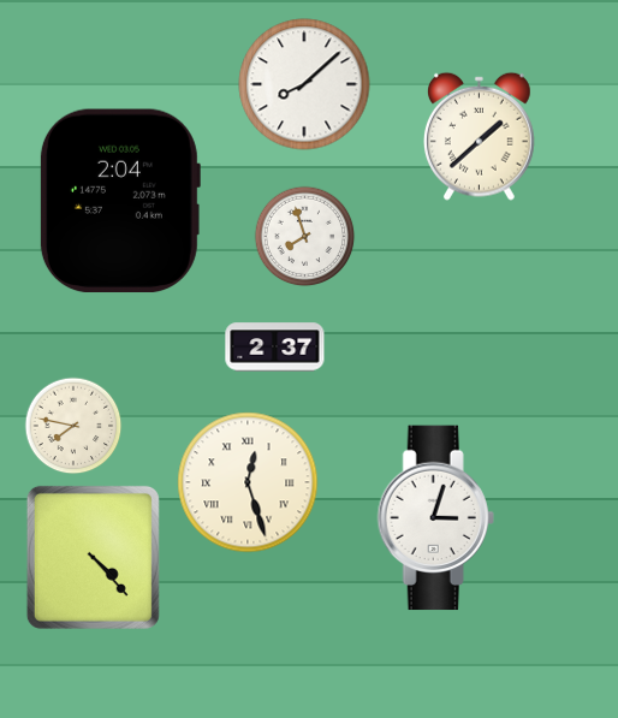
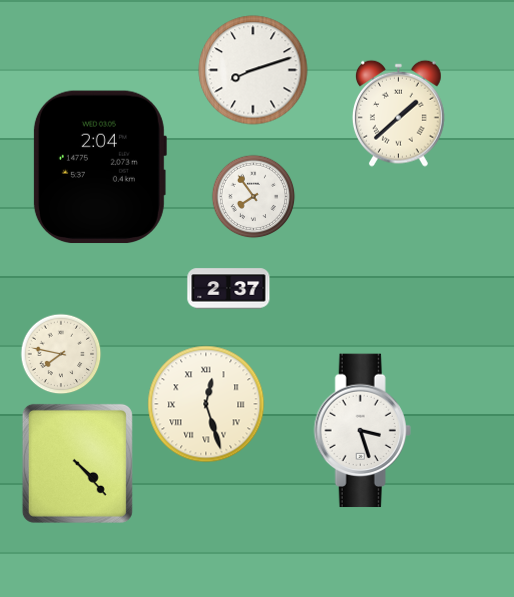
clock at (304, 84): 8:08 -> 8:12
clock at (305, 237): 7:57 -> 7:54
clock at (248, 482) position: (248, 482) -> (206, 404)
clock at (435, 518): 3:03 -> 3:27
